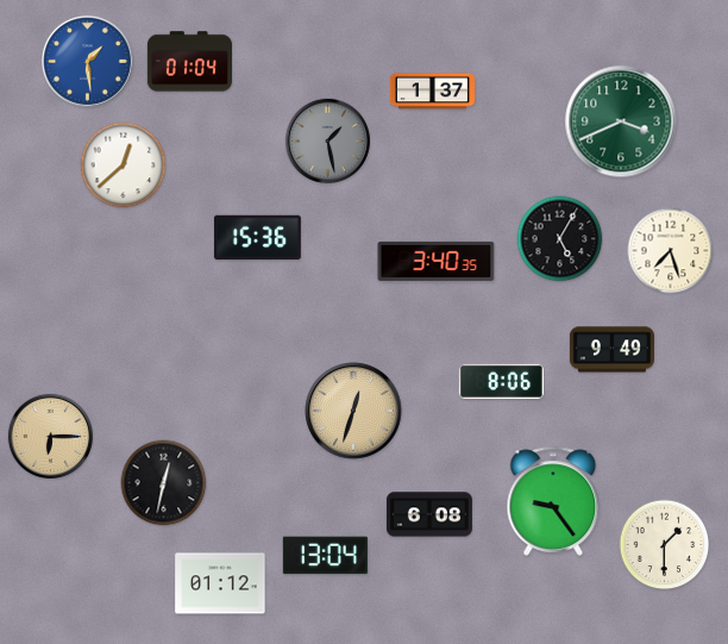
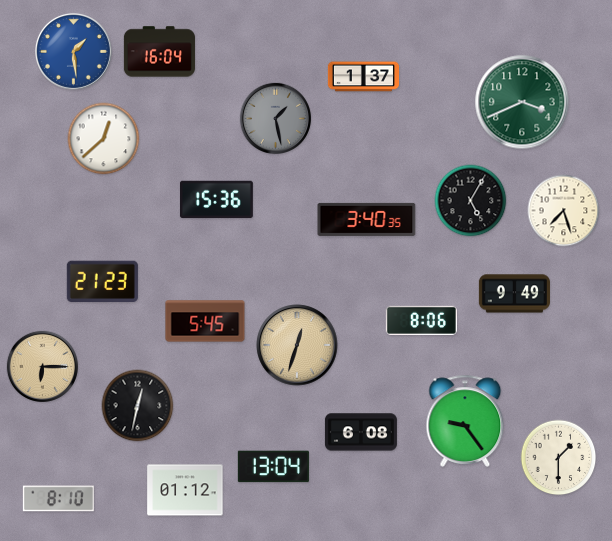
clock at (189, 62): 01:04 -> 16:04
clock at (102, 281): none -> 21:23
clock at (205, 321): none -> 5:45
clock at (58, 499): none -> 8:10
